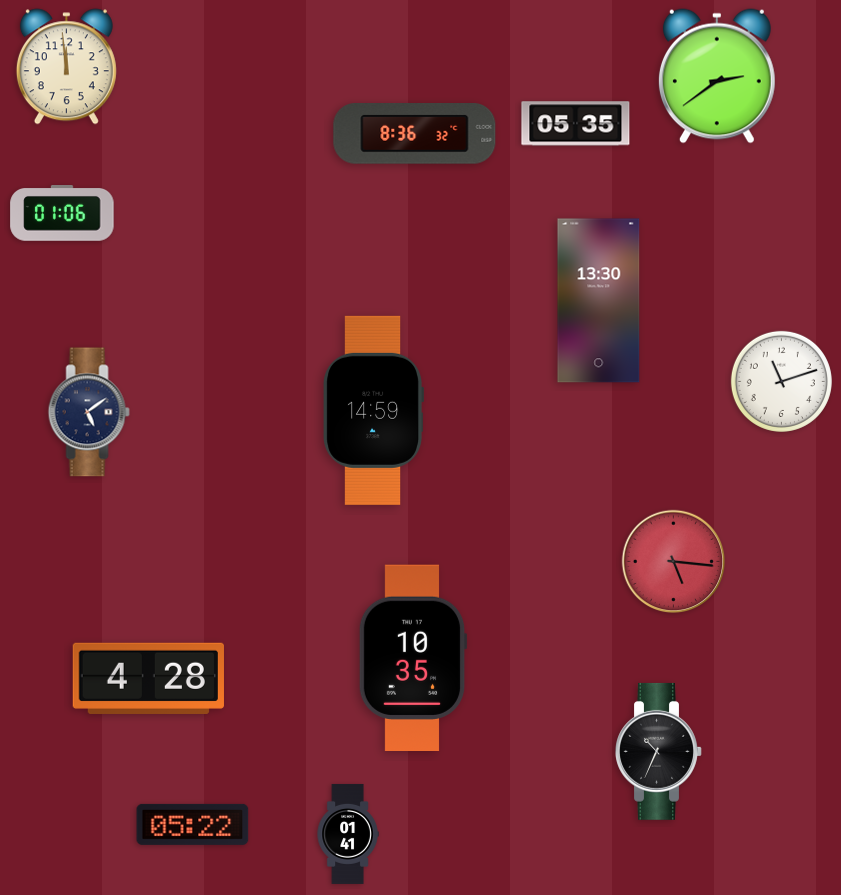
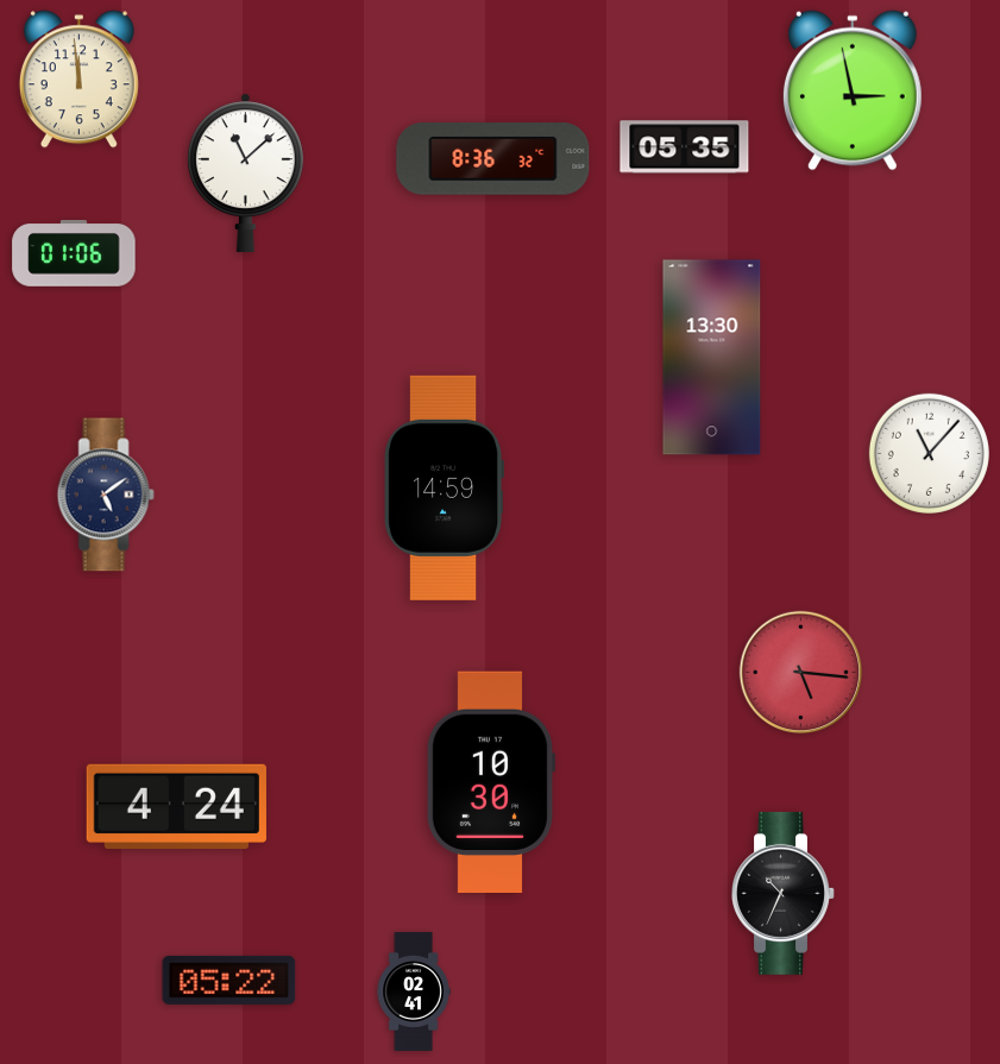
clock at (717, 76): 2:39 -> 2:58
clock at (245, 172): none -> 11:08
clock at (781, 381): 11:12 -> 11:07
clock at (89, 412) position: (89, 412) -> (106, 495)
clock at (674, 562) position: (674, 562) -> (801, 673)
clock at (413, 657): 10:35 -> 10:30
clock at (148, 678): 4:28 -> 4:24
clock at (348, 834): 01:41 -> 02:41
